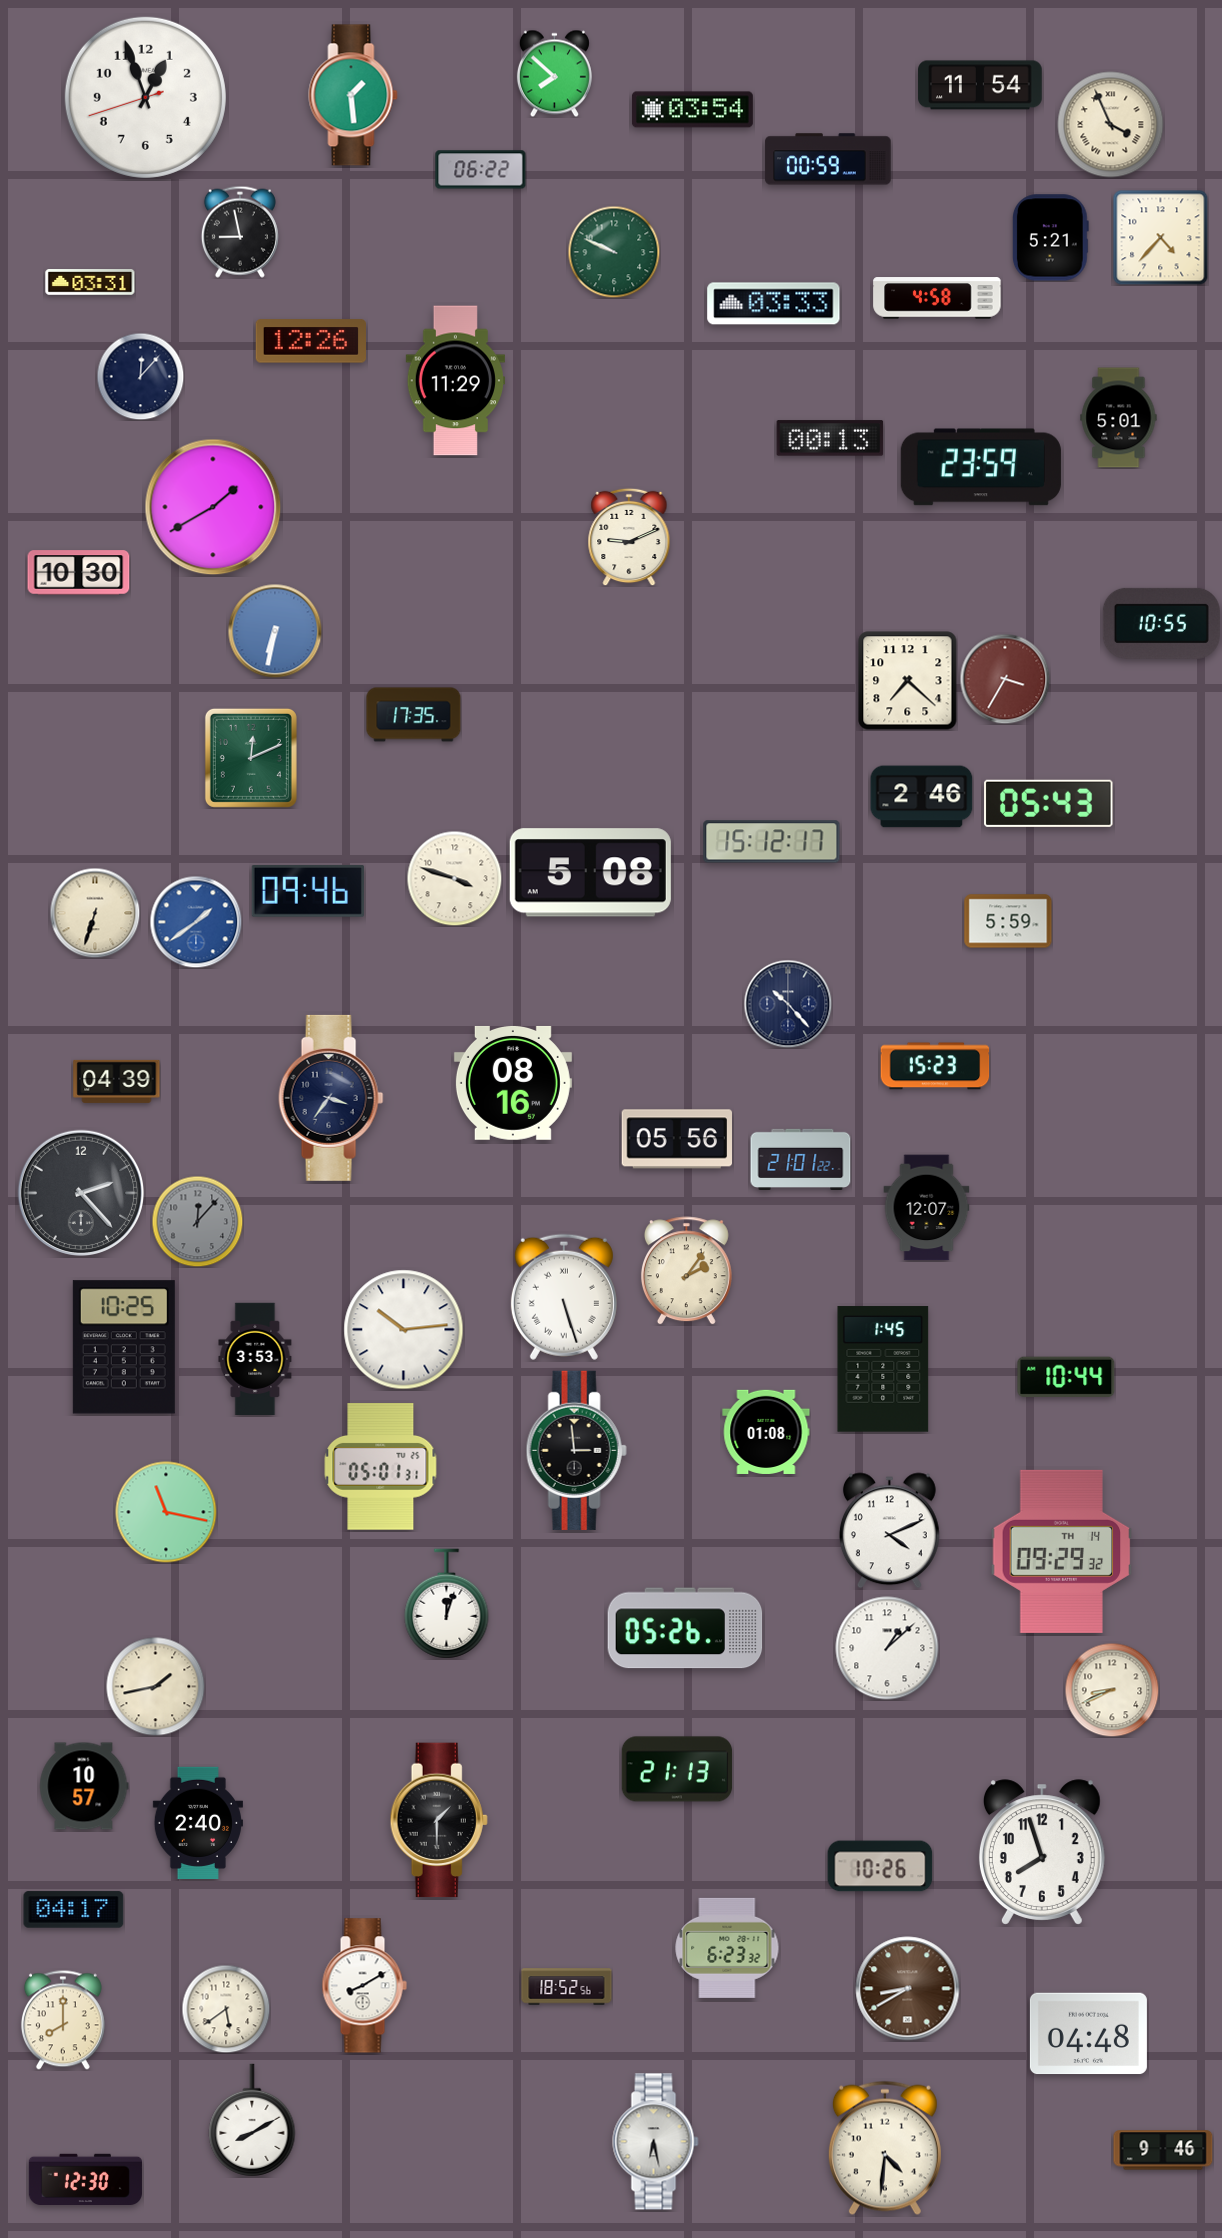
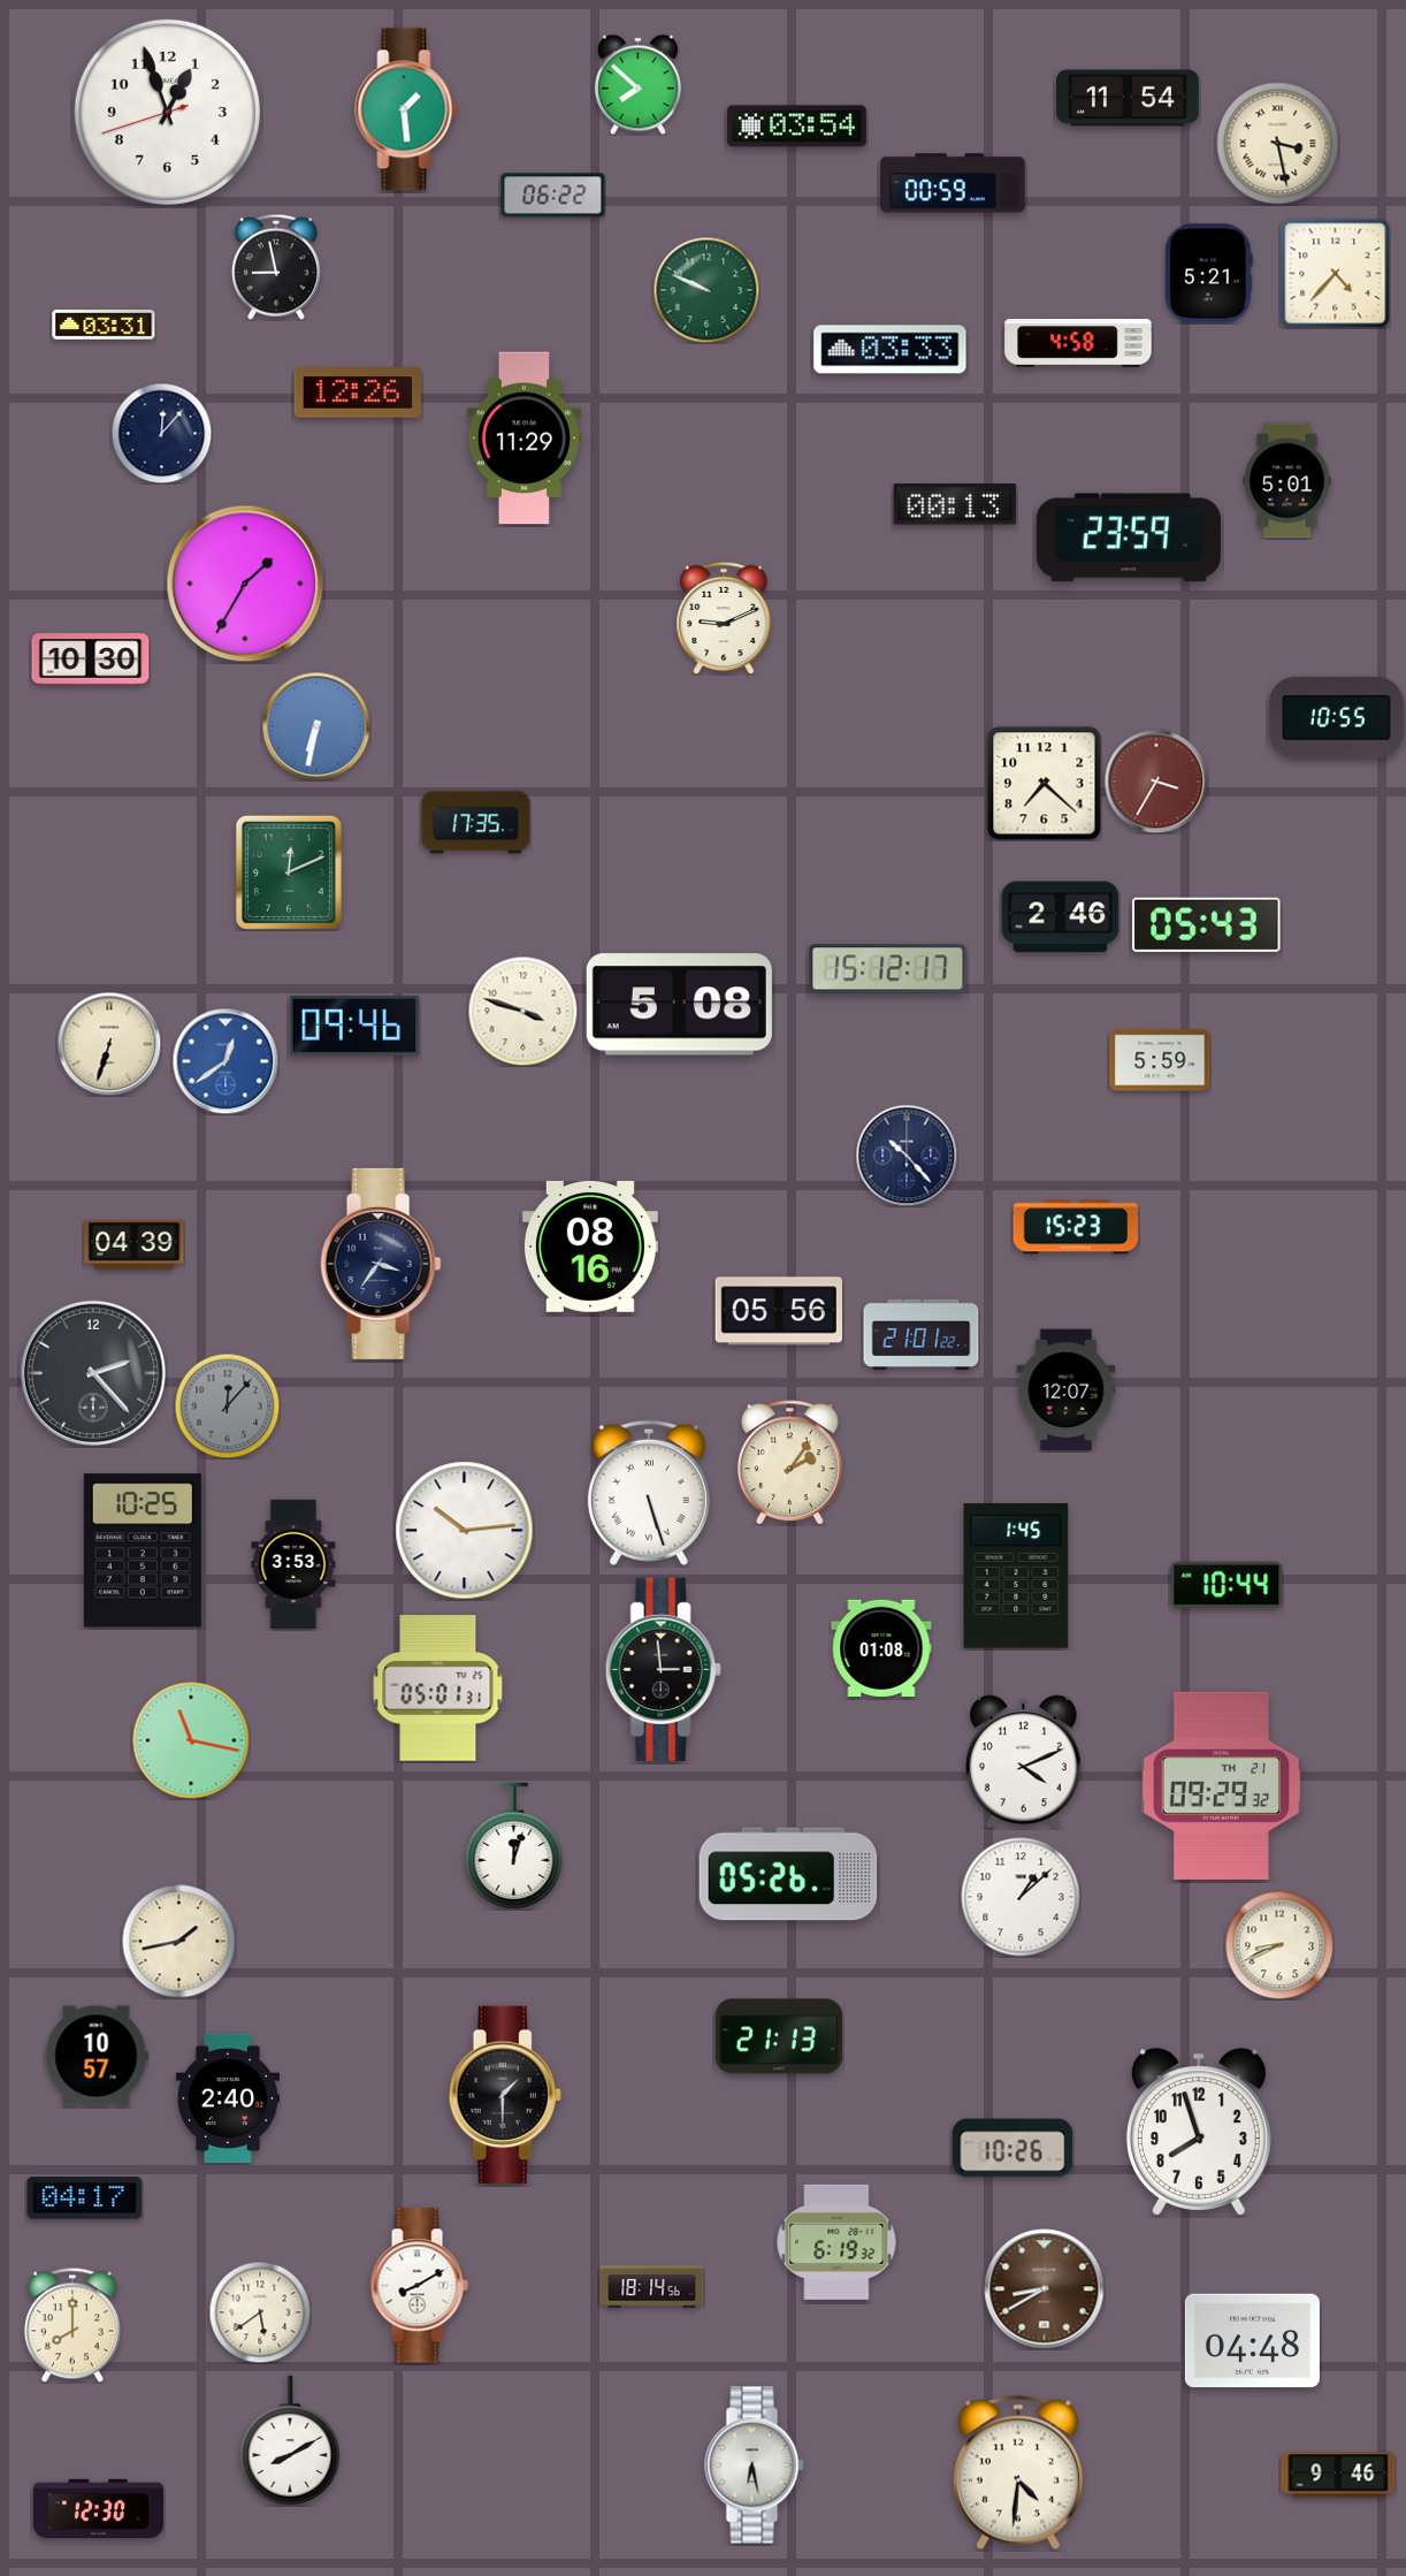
clock at (1111, 125): 3:56 -> 3:28
clock at (213, 507): 1:40 -> 1:35
clock at (95, 913) position: (95, 913) -> (109, 1044)
clock at (196, 922): 1:39 -> 12:39
clock at (1062, 1551) date: TH 14 -> TH 21
clock at (727, 1948): 6:23 -> 6:19
clock at (567, 1987): 18:52 -> 18:14
